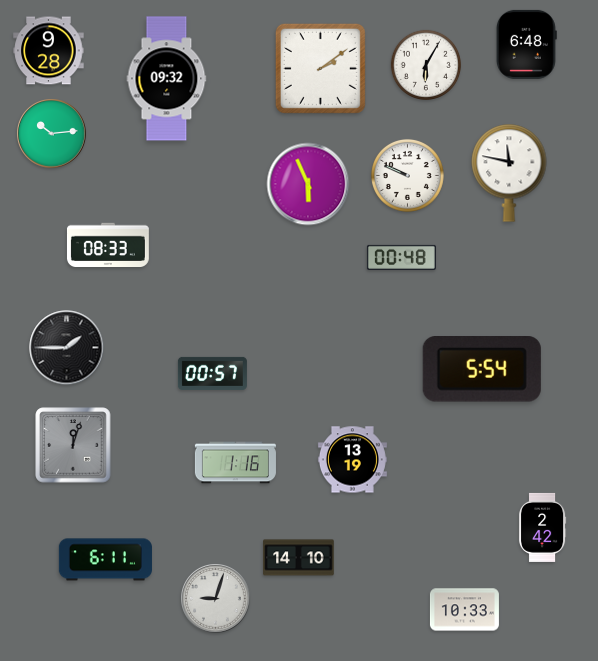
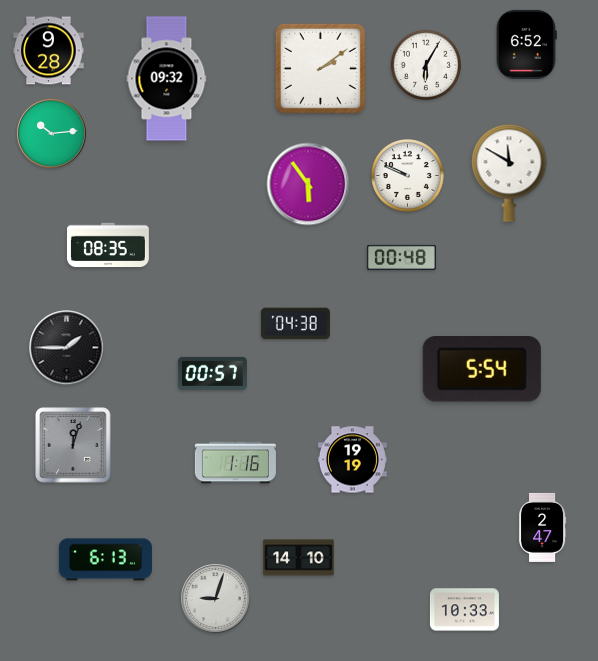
clock at (526, 44): 6:48 -> 6:52
clock at (509, 173): 11:47 -> 11:50
clock at (308, 184): 5:56 -> 5:54
clock at (108, 245): 08:33 -> 08:35
clock at (295, 324): none -> 04:38
clock at (352, 460): 13:19 -> 19:19
clock at (542, 527): 2:42 -> 2:47
clock at (105, 560): 6:11 -> 6:13
